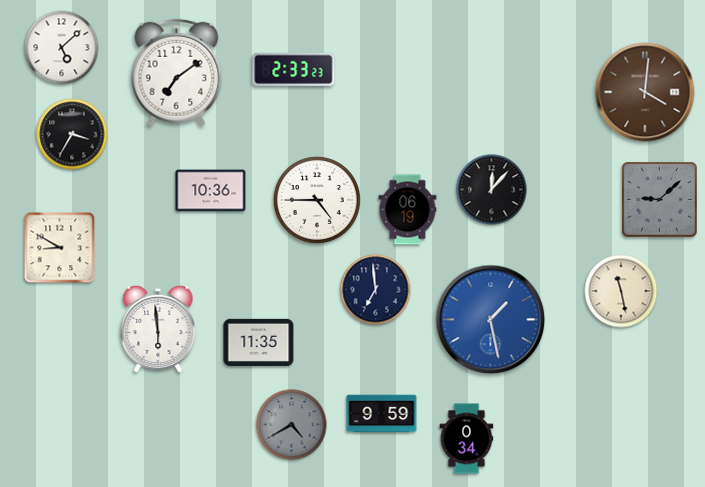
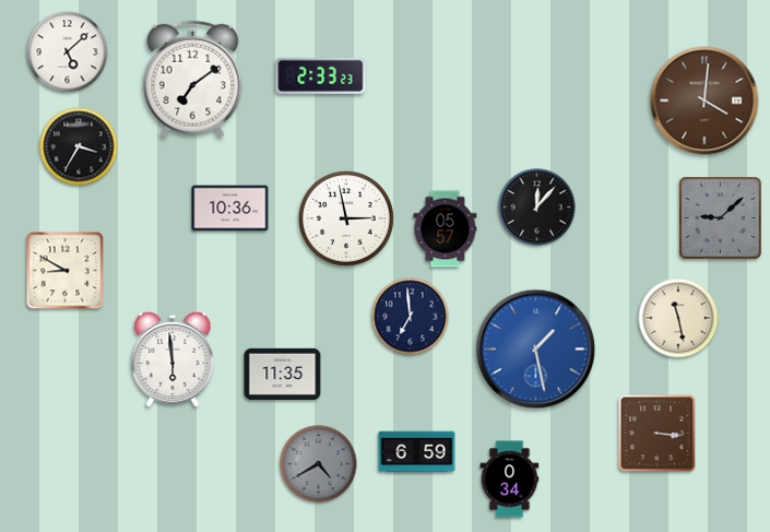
clock at (317, 200): 4:45 -> 2:58
clock at (408, 210): 06:19 -> 05:57
clock at (658, 434): none -> 3:16
clock at (382, 414): 9:59 -> 6:59
